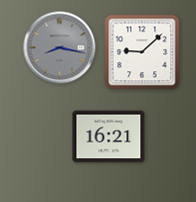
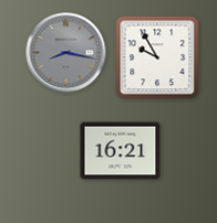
clock at (142, 52): 9:08 -> 9:55
